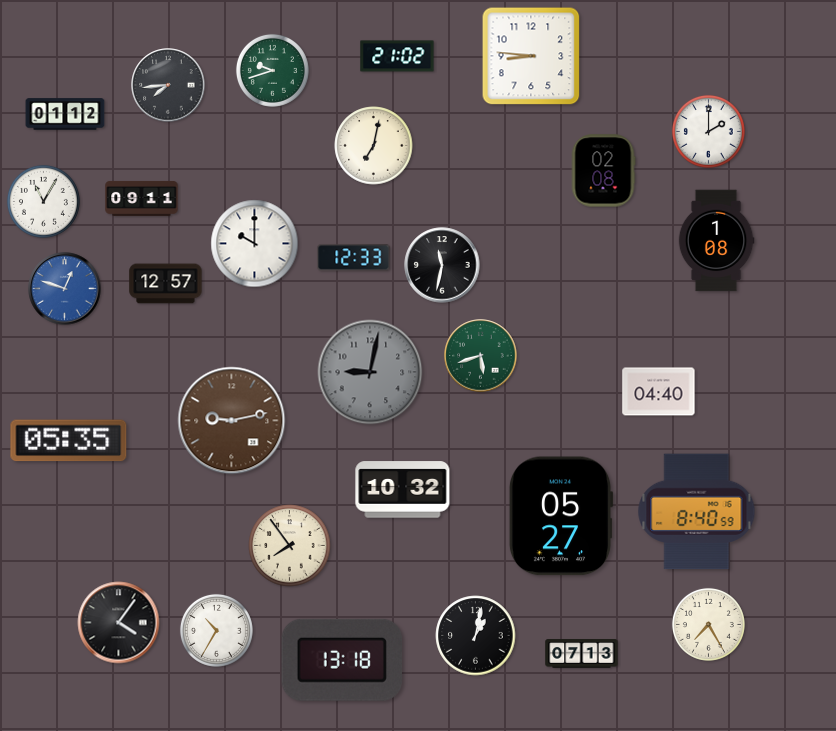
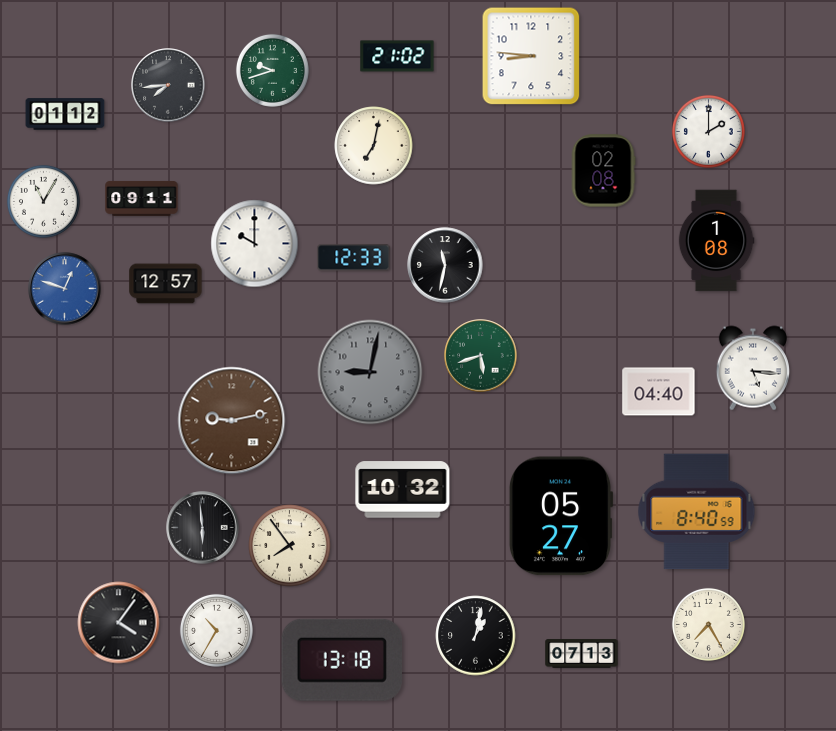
clock at (442, 265) position: (442, 265) -> (445, 265)
clock at (753, 368): none -> 5:16
clock at (69, 441): 05:35 -> none
clock at (203, 528): none -> 5:59
